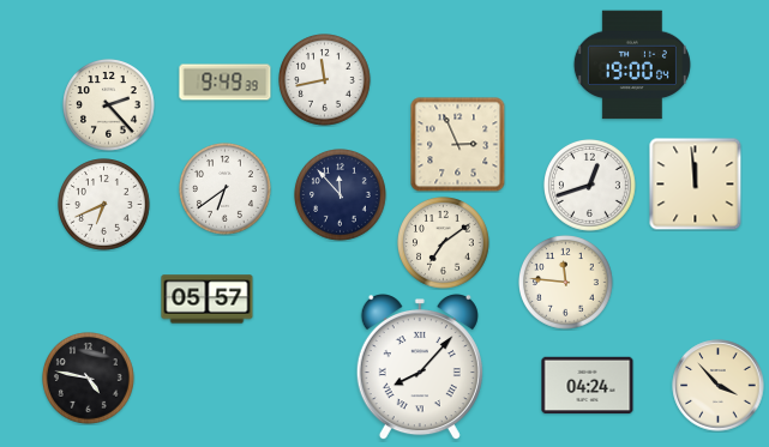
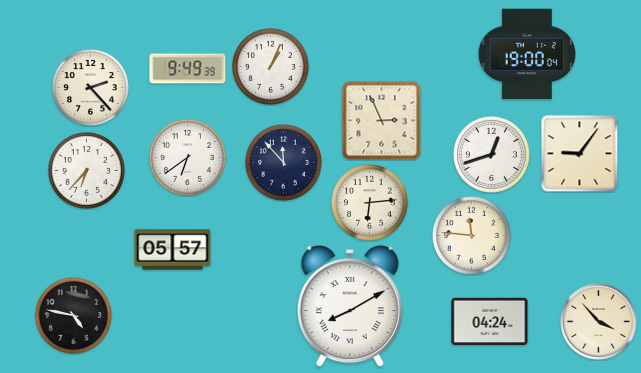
clock at (325, 80): 11:43 -> 1:04
clock at (695, 183): 11:59 -> 9:06
clock at (104, 205): 6:41 -> 6:37
clock at (444, 243): 7:09 -> 6:14
clock at (420, 368): 8:07 -> 8:10
